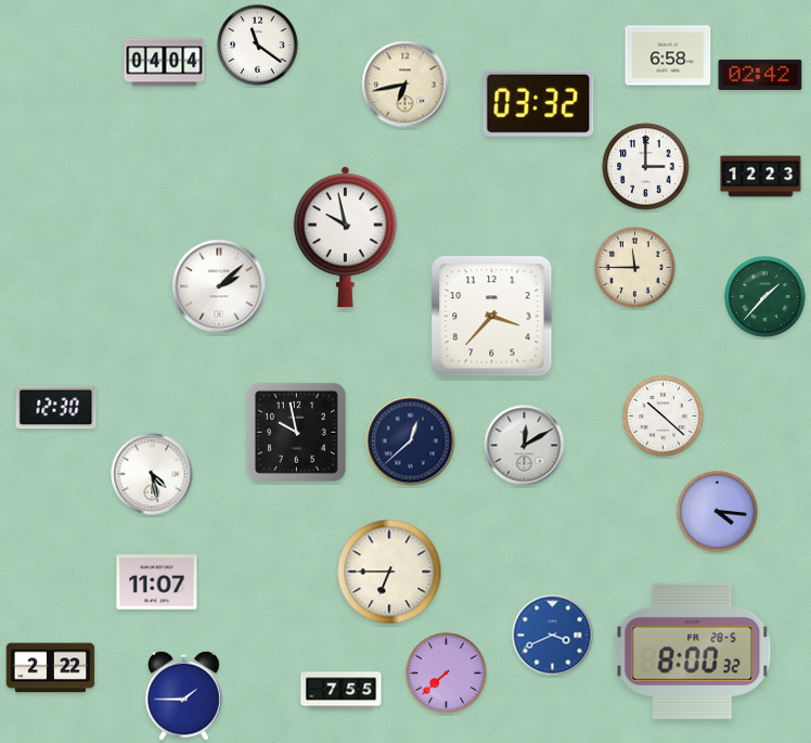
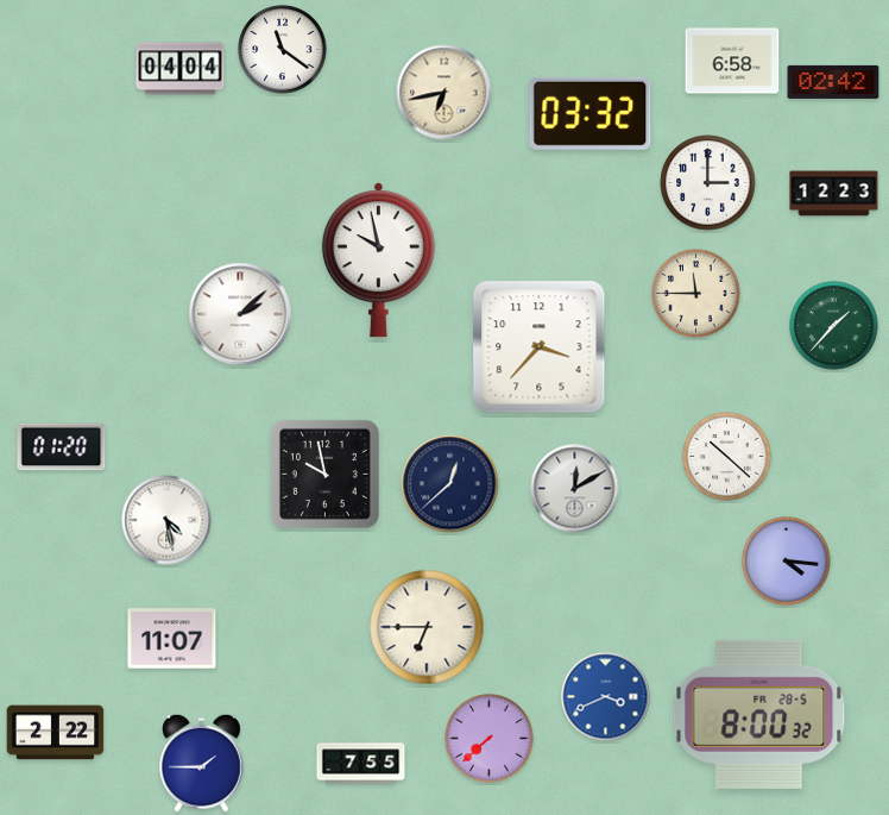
clock at (765, 297) position: (765, 297) -> (834, 326)
clock at (56, 408): 12:30 -> 01:20
clock at (342, 691) position: (342, 691) -> (361, 764)
